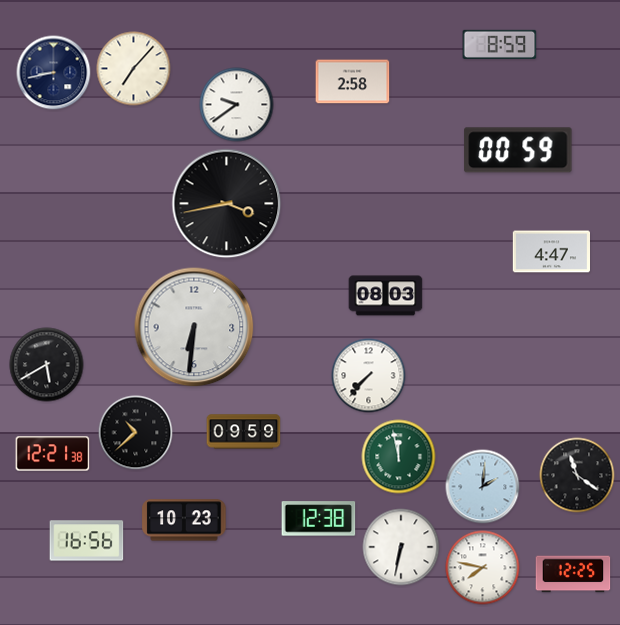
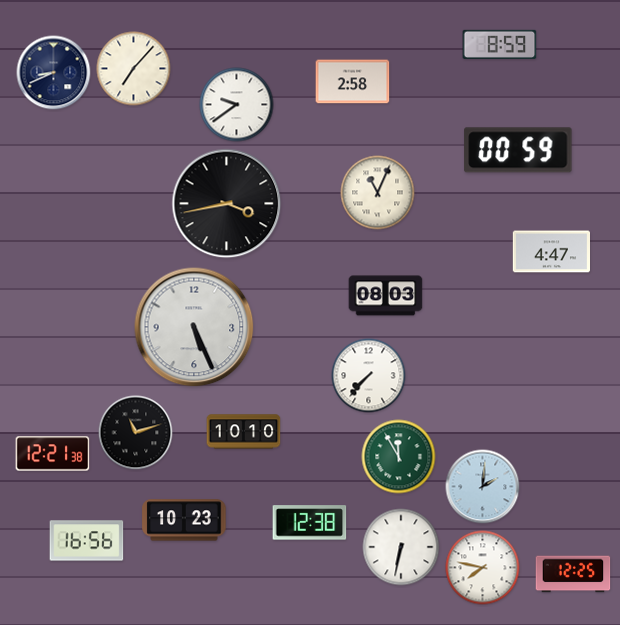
clock at (54, 73): 8:43 -> 8:41
clock at (378, 193): none -> 11:04
clock at (194, 327): 6:31 -> 5:26
clock at (47, 365): 5:40 -> none
clock at (244, 432): 09:59 -> 10:10
clock at (136, 433): 10:38 -> 11:12
clock at (399, 457): 11:58 -> 11:55
clock at (577, 475): 11:21 -> none
clock at (319, 519) position: (319, 519) -> (310, 523)
